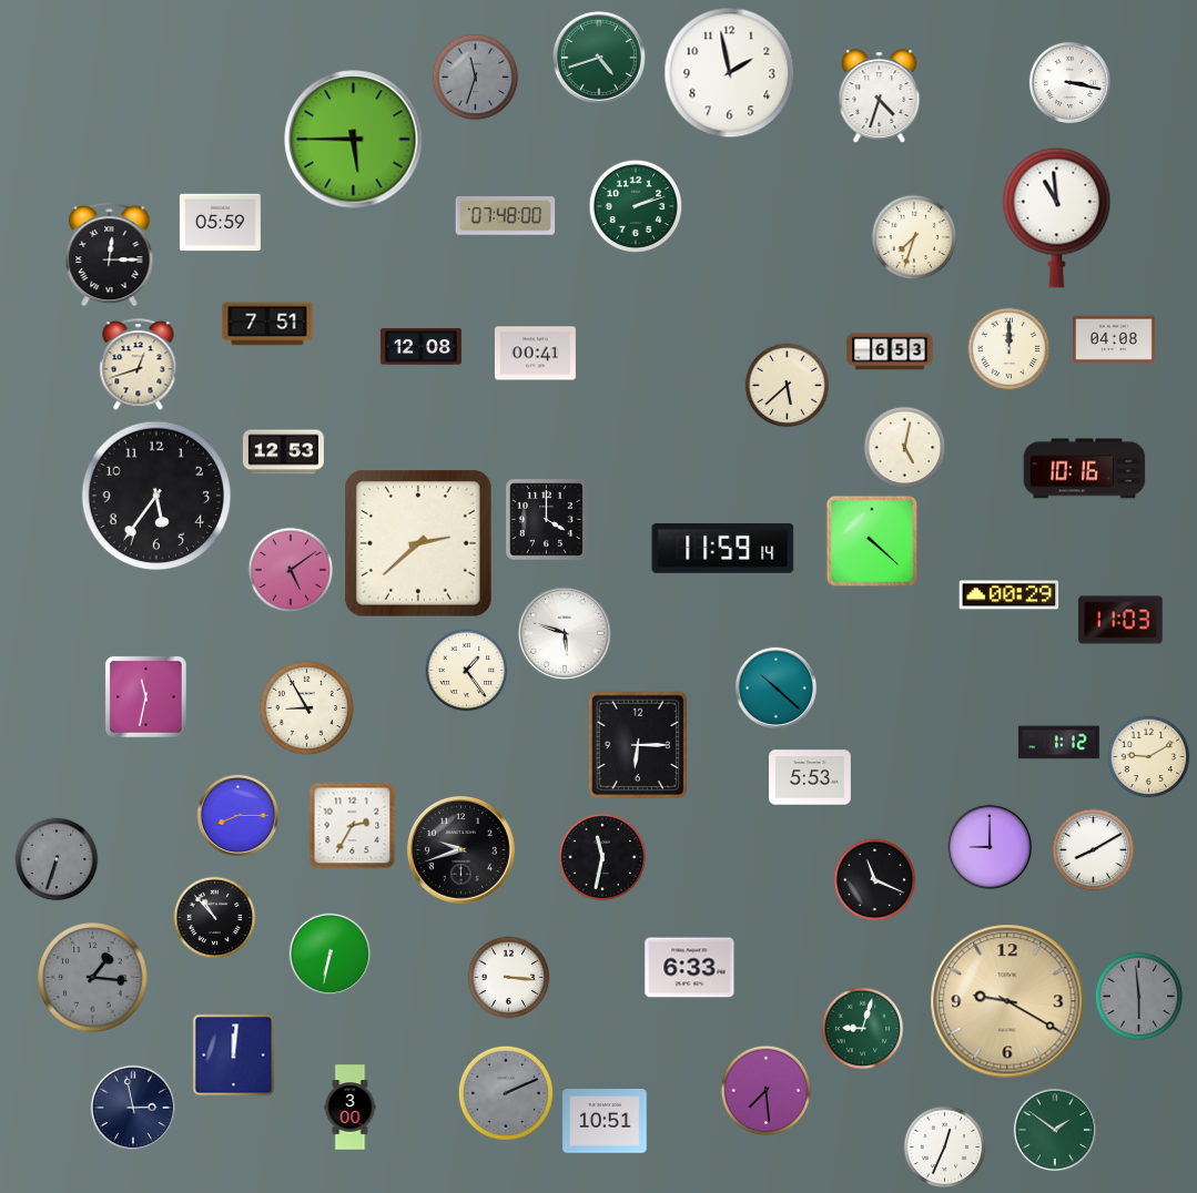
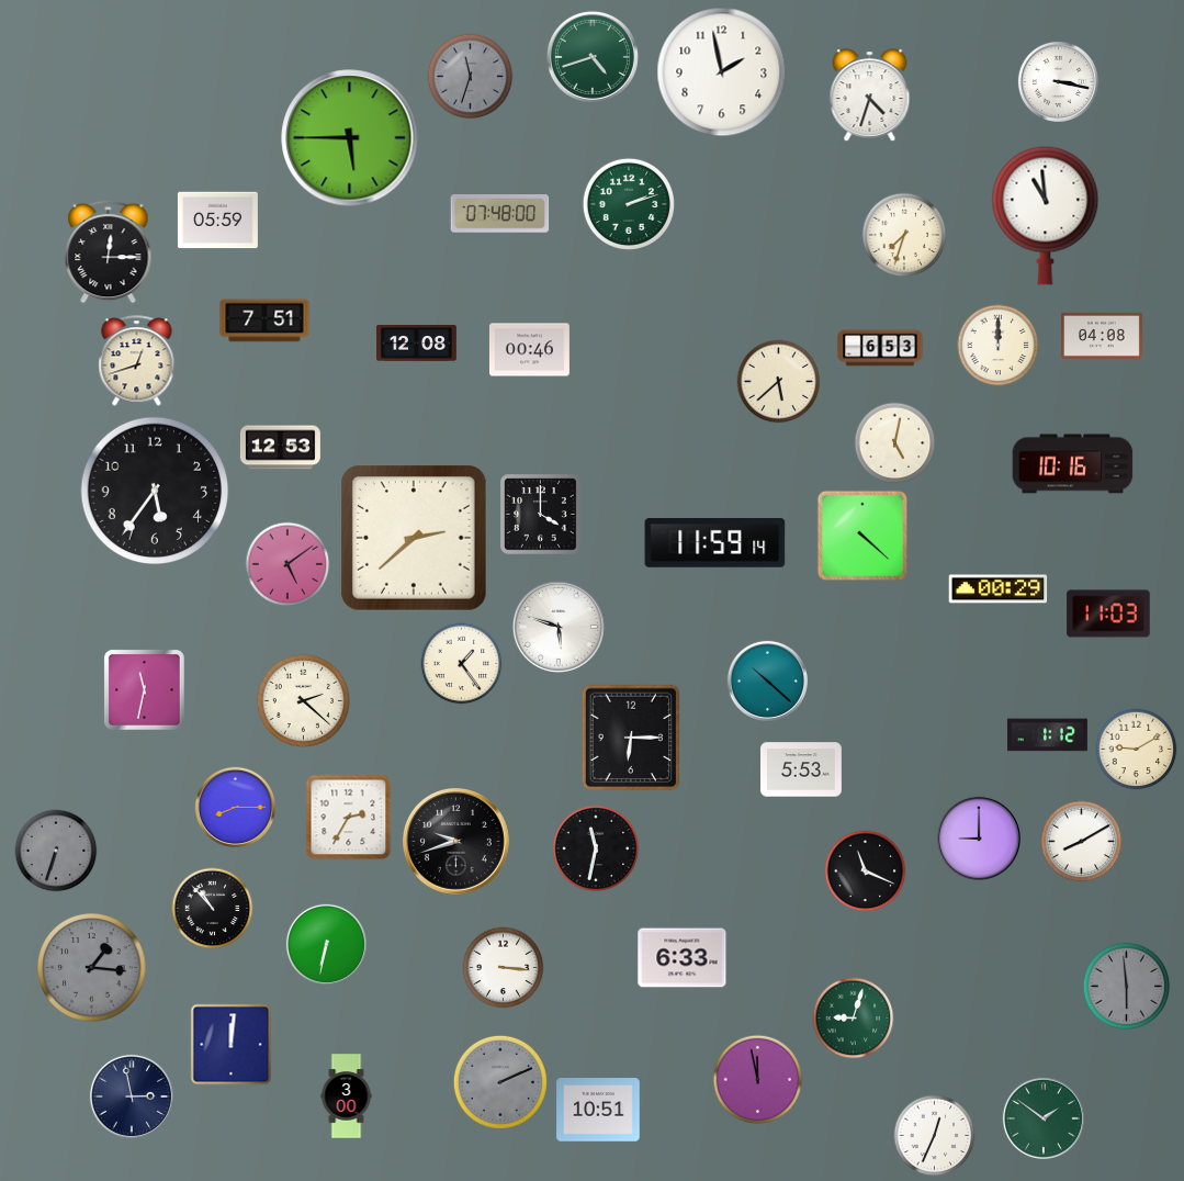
clock at (535, 354): 00:41 -> 00:46
clock at (306, 707): 8:55 -> 2:22
clock at (1007, 1001): 9:20 -> none
clock at (767, 1091): 7:29 -> 11:58
